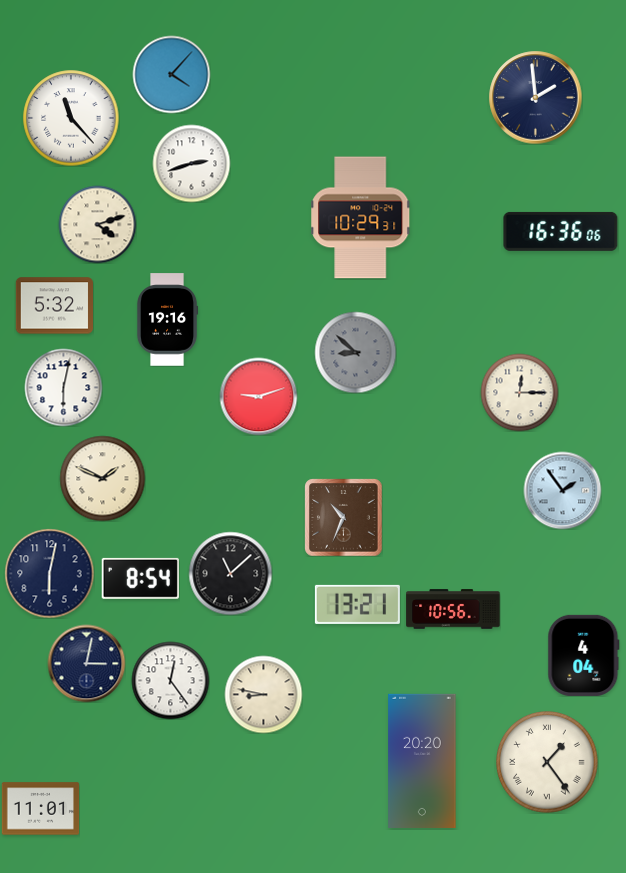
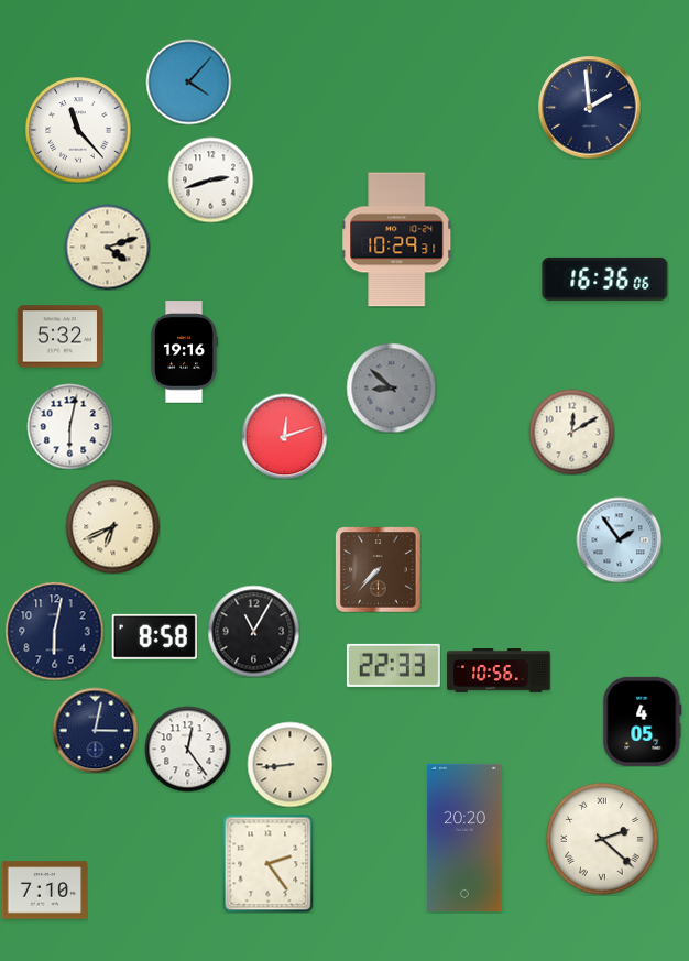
clock at (561, 231) position: (561, 231) -> (605, 279)
clock at (519, 392): 12:15 -> 12:10
clock at (258, 396): 9:12 -> 12:12
clock at (102, 478): 1:49 -> 6:41
clock at (343, 517): 10:34 -> 7:37
clock at (230, 573): 11:08 -> 11:05
clock at (140, 578): 8:54 -> 8:58
clock at (357, 604): 13:21 -> 22:33
clock at (584, 655): 4:04 -> 4:05
clock at (263, 694): 8:47 -> 8:44
clock at (547, 762): 1:24 -> 2:22
clock at (269, 863): none -> 2:24
clock at (40, 809): 11:01 -> 7:10
